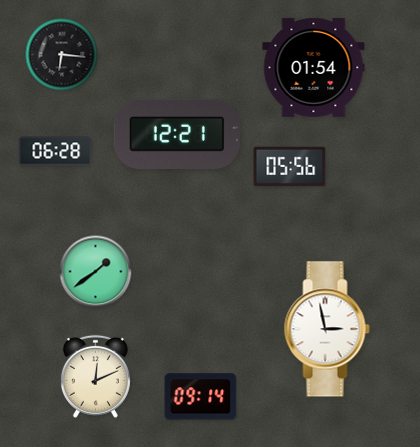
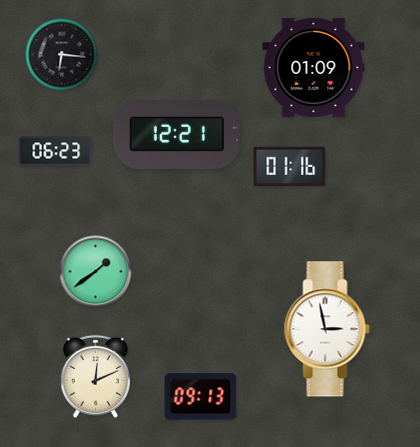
clock at (314, 67): 01:54 -> 01:09
clock at (55, 151): 06:28 -> 06:23
clock at (290, 167): 05:56 -> 01:16
clock at (201, 397): 09:14 -> 09:13
